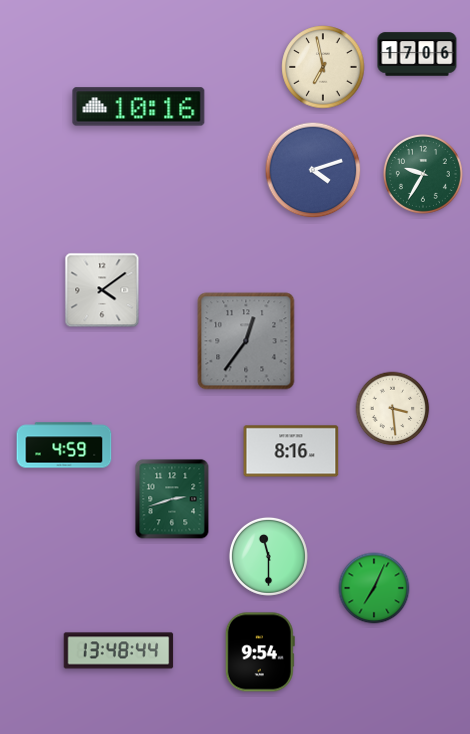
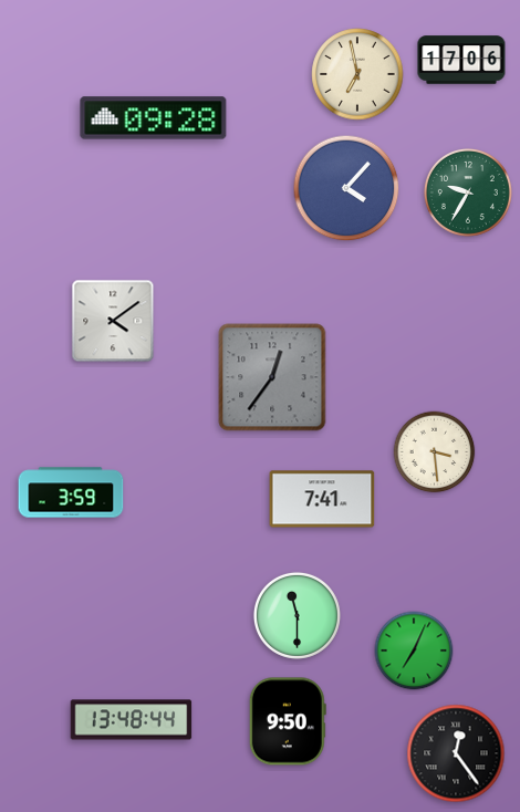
clock at (139, 107): 10:16 -> 09:28
clock at (313, 170): 4:12 -> 4:07
clock at (64, 445): 4:59 -> 3:59
clock at (291, 451): 8:16 -> 7:41
clock at (172, 499): 2:42 -> none
clock at (260, 652): 9:54 -> 9:50
clock at (456, 753): none -> 12:24
